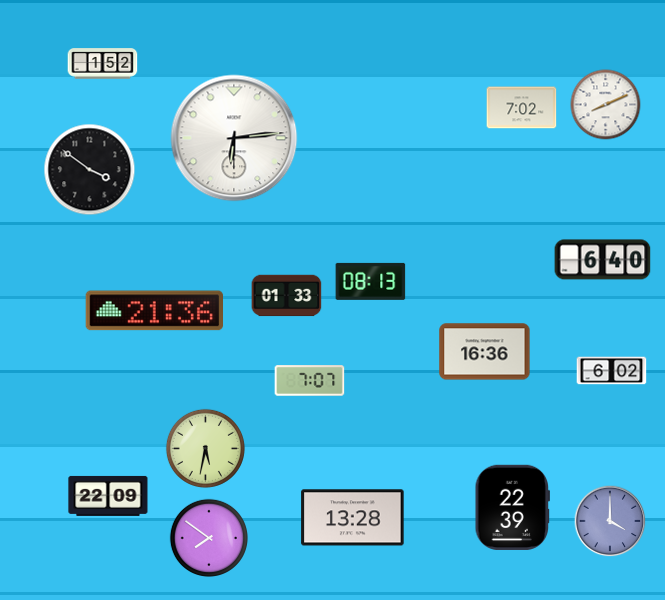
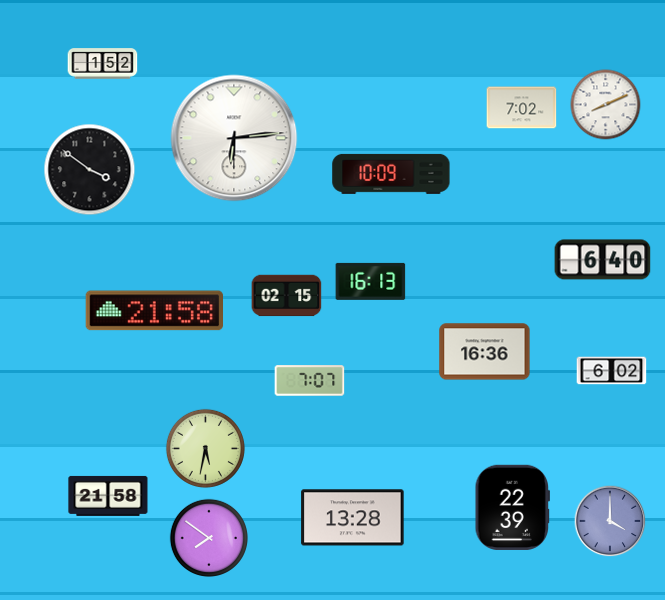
clock at (391, 174): none -> 10:09
clock at (371, 281): 08:13 -> 16:13
clock at (287, 296): 01:33 -> 02:15
clock at (154, 311): 21:36 -> 21:58
clock at (108, 496): 22:09 -> 21:58
